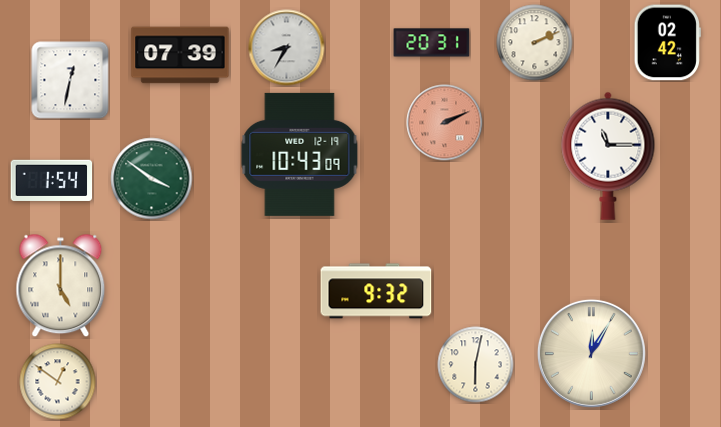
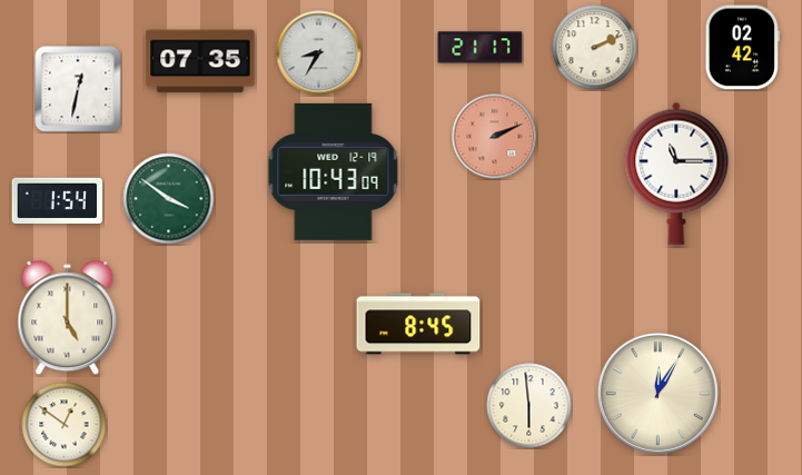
clock at (432, 43): 20:31 -> 21:17
clock at (180, 55): 07:39 -> 07:35
clock at (376, 291): 9:32 -> 8:45
clock at (476, 365): 6:02 -> 5:59
